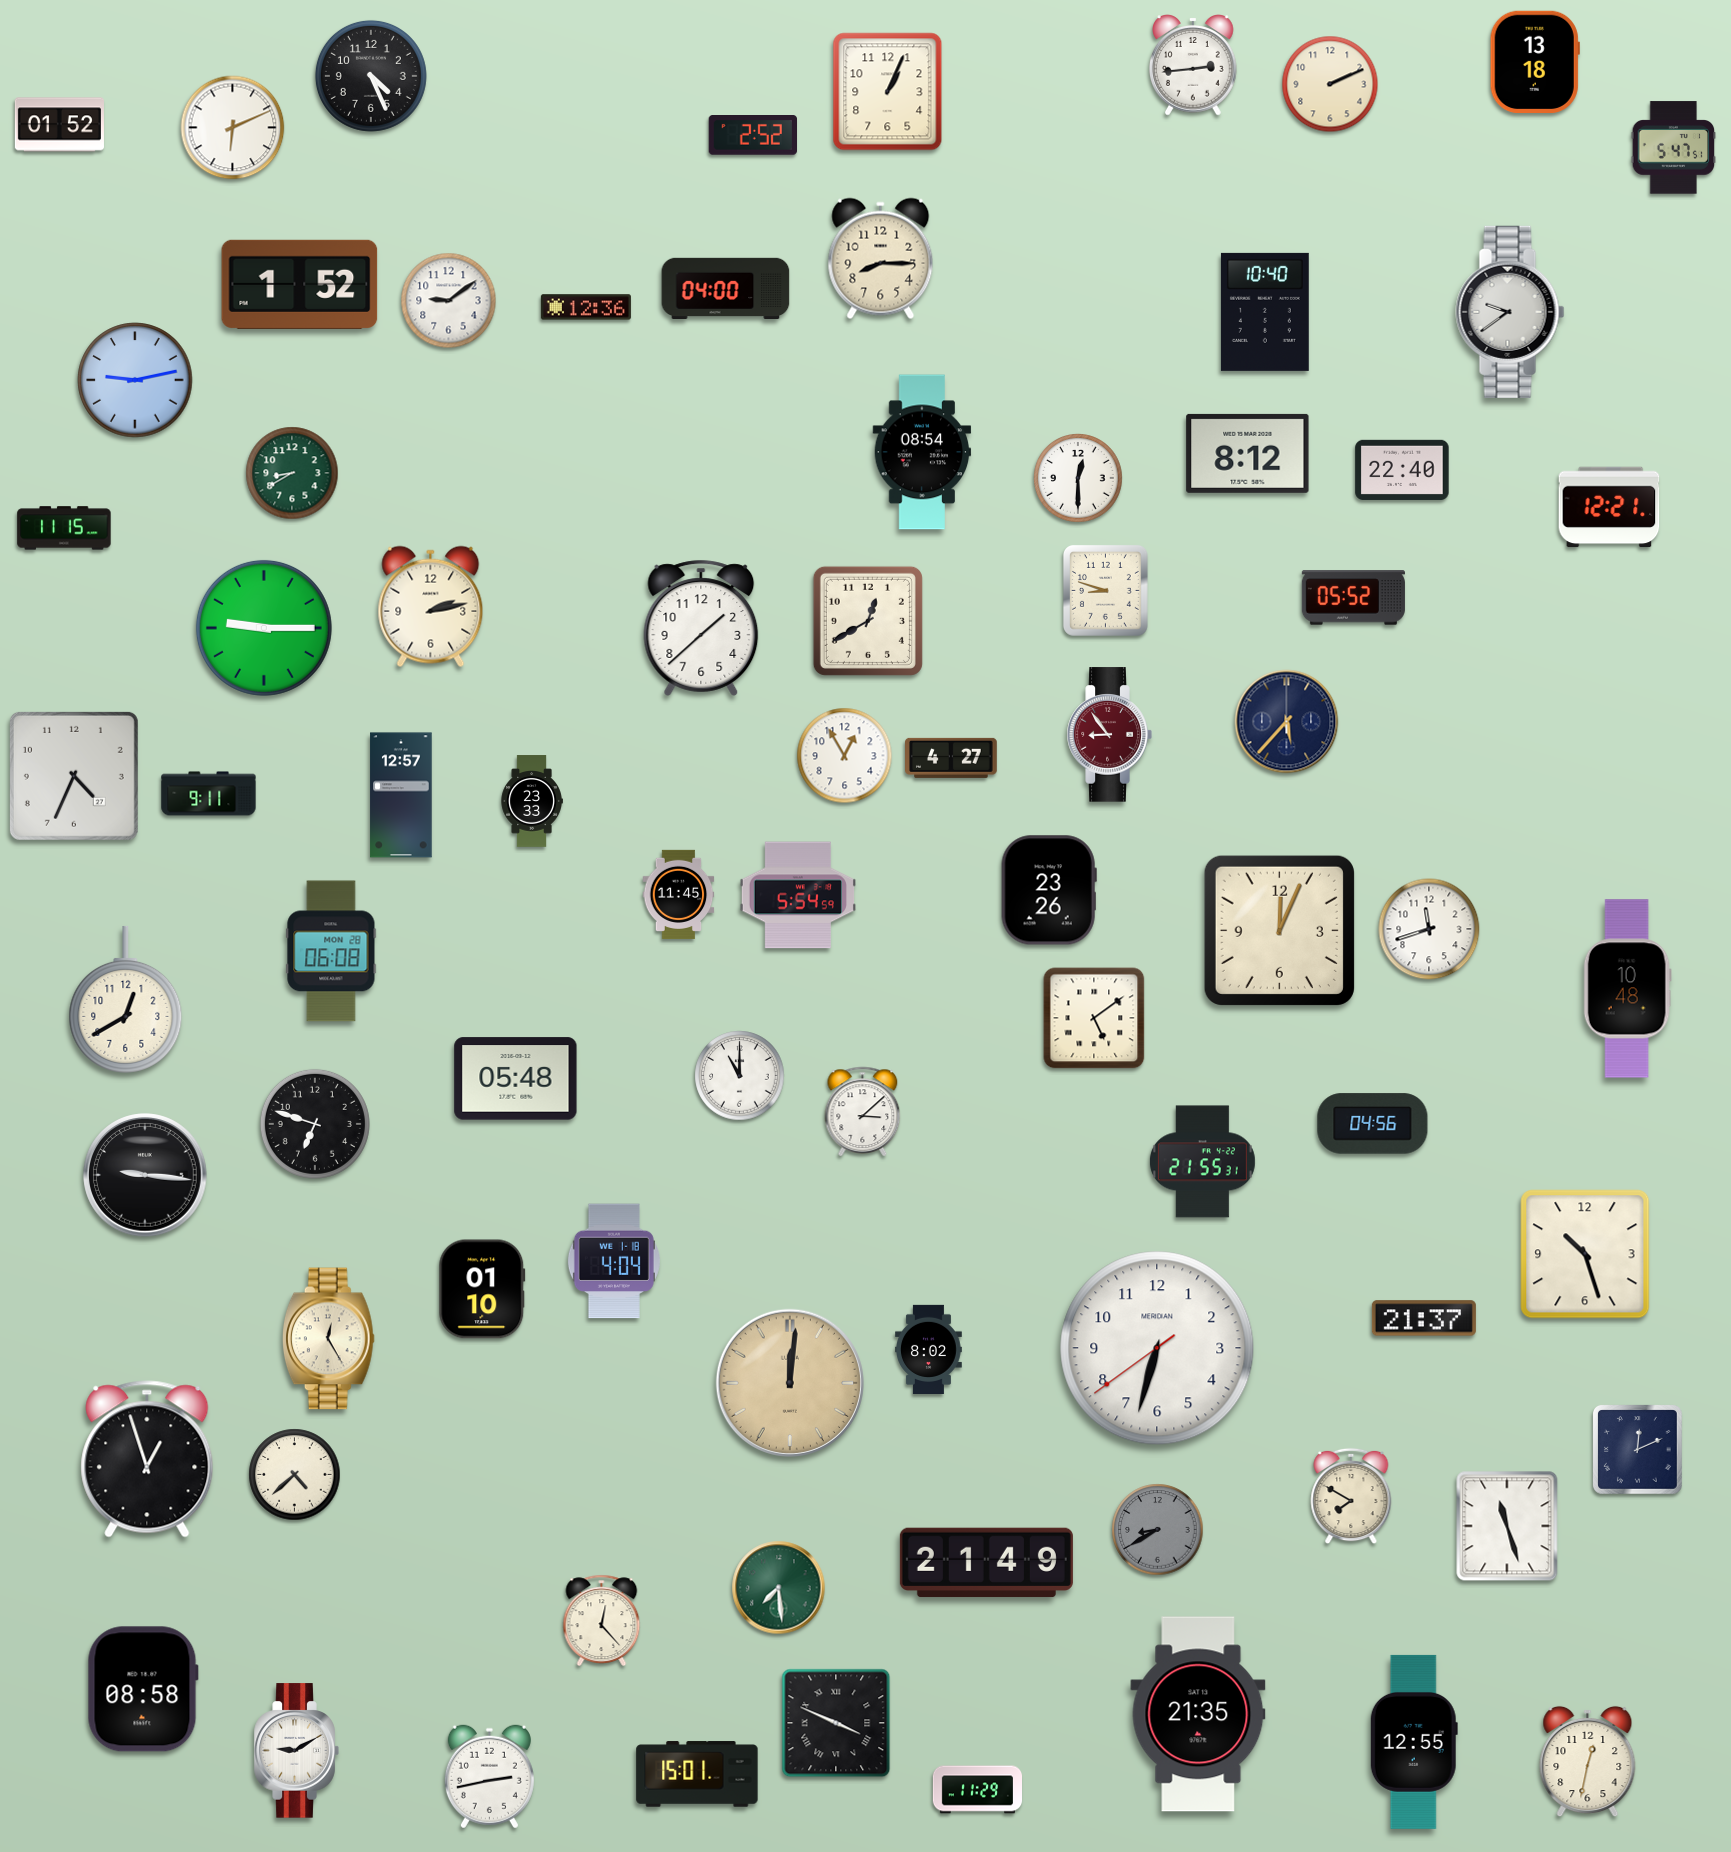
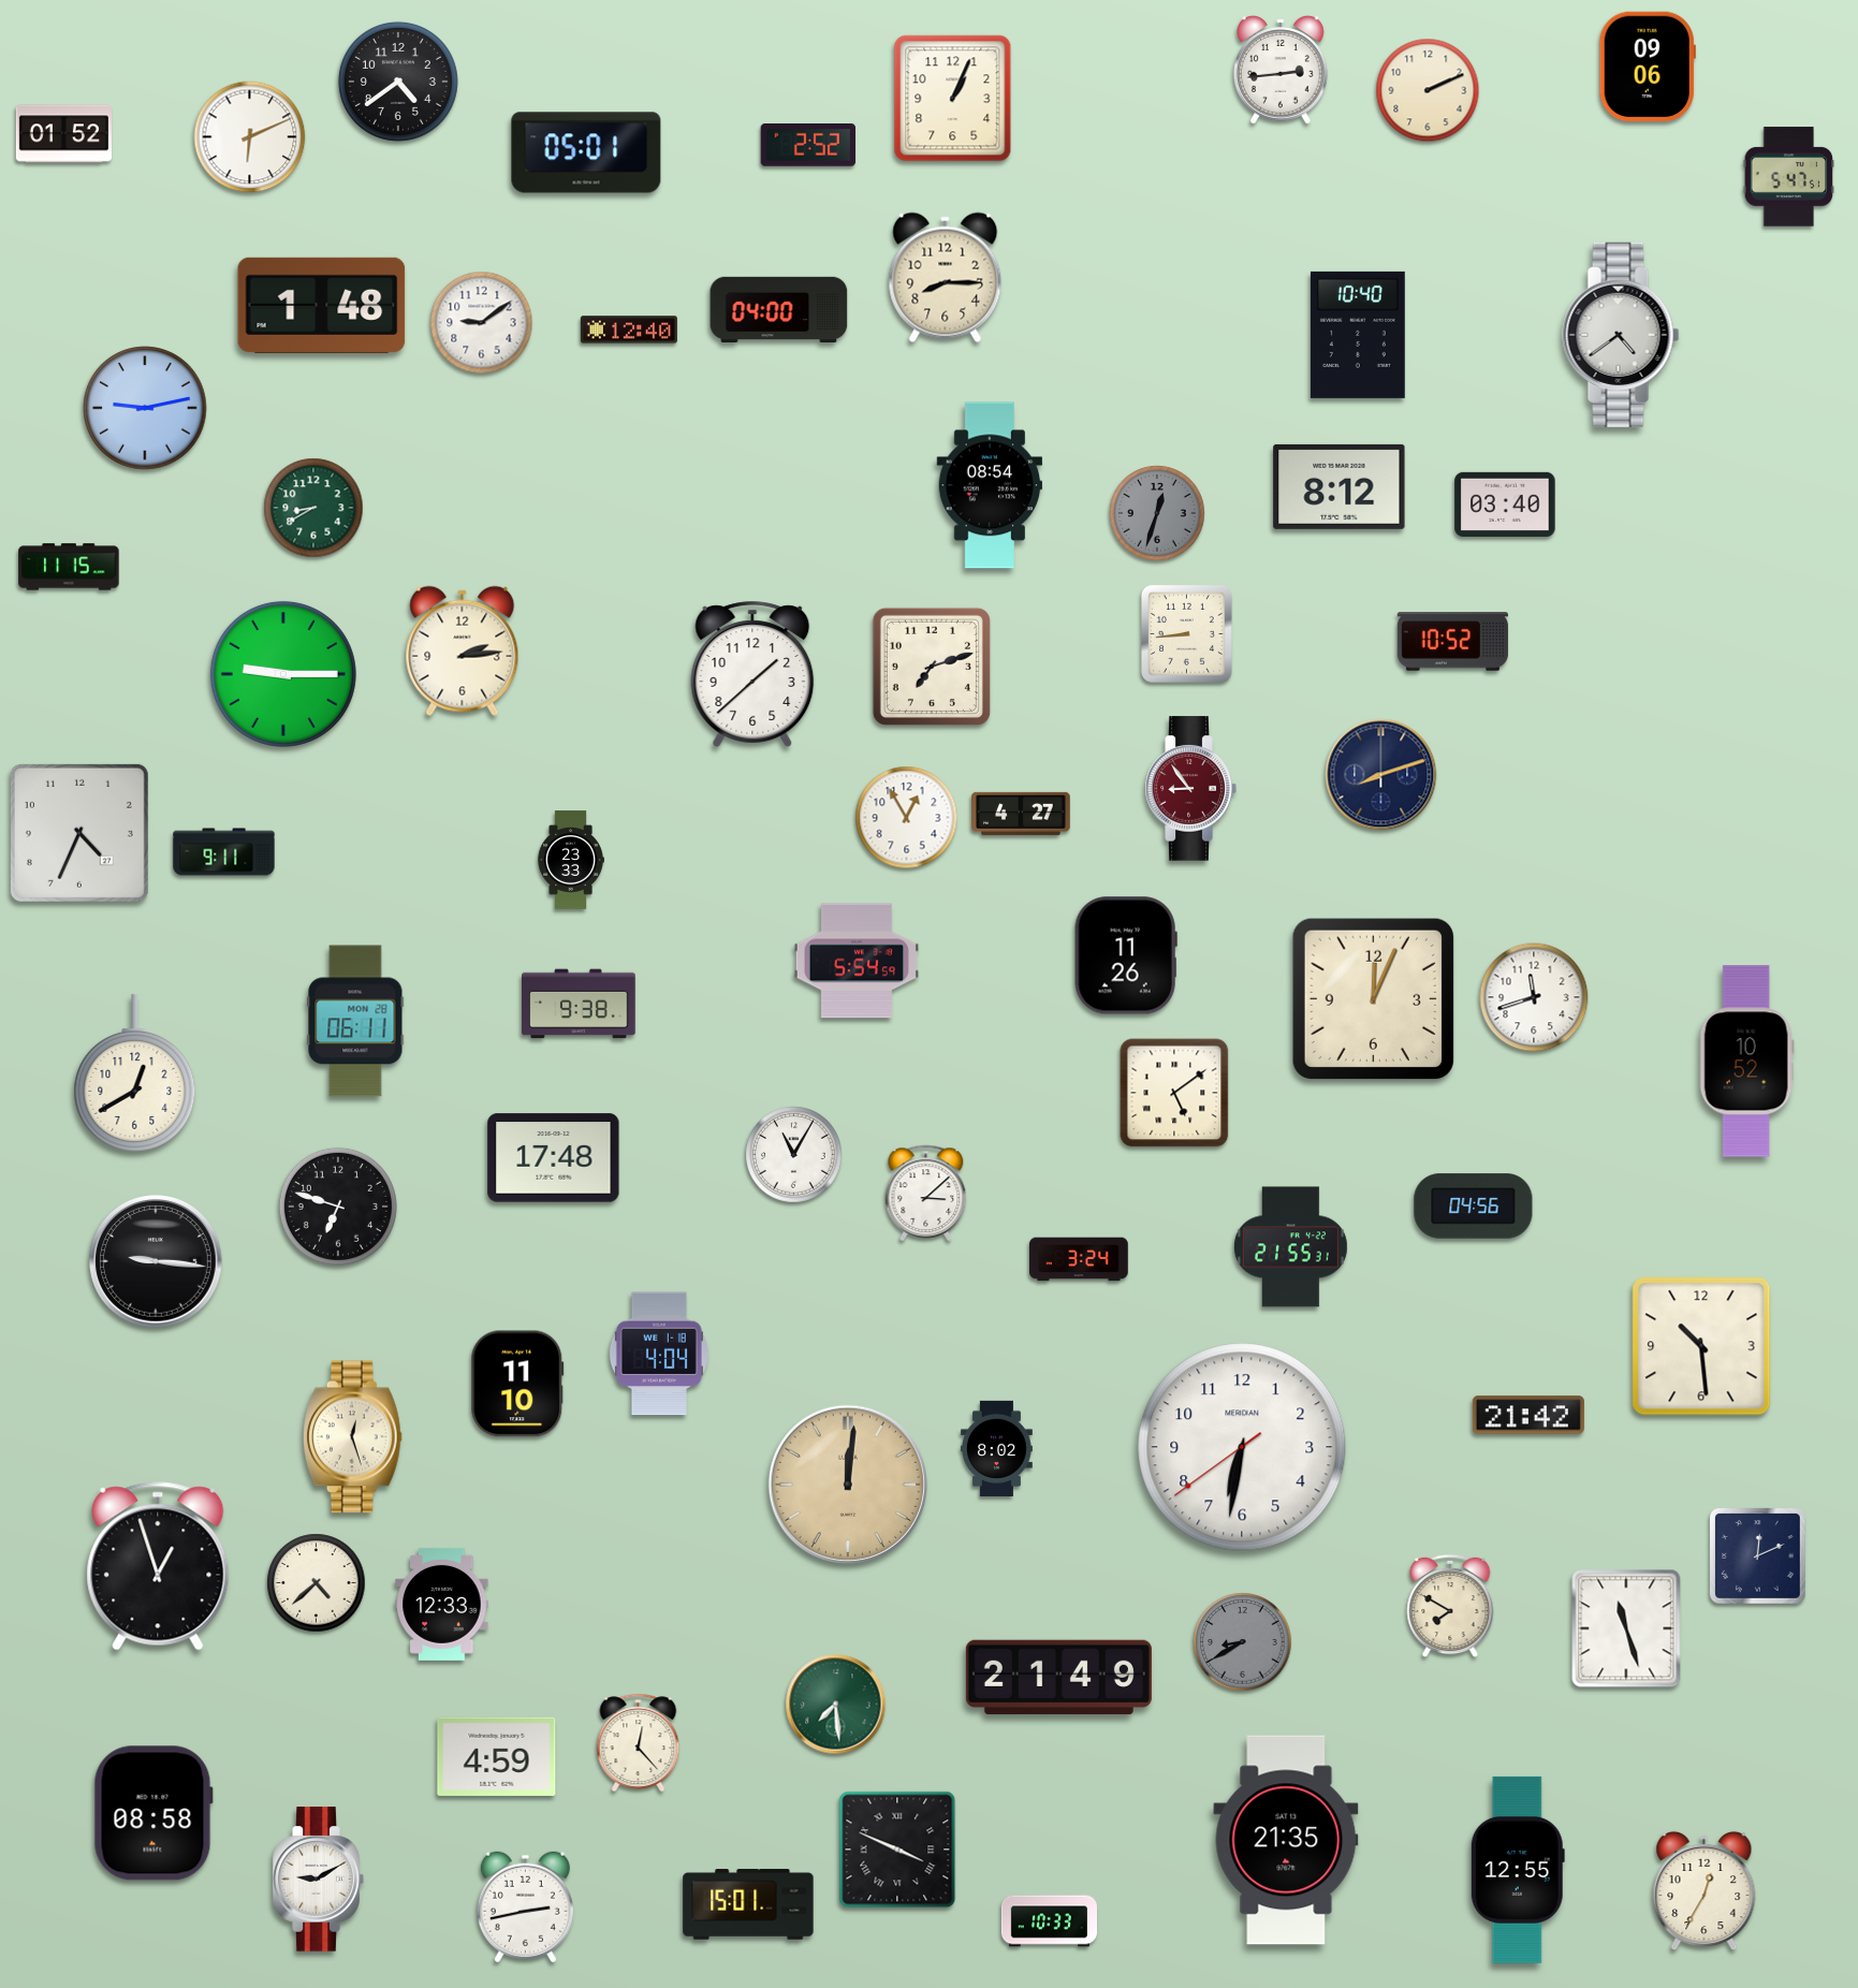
clock at (1535, 61): 13:18 -> 09:06
clock at (371, 76): 4:26 -> 4:39
clock at (586, 152): none -> 05:01
clock at (1674, 148) position: (1674, 148) -> (1789, 177)
clock at (300, 284): 1:52 -> 1:48
clock at (586, 307): 12:36 -> 12:40
clock at (1510, 312): 9:39 -> 4:39
clock at (1402, 469): 22:40 -> 03:40
clock at (1078, 478): 12:30 -> 12:33
clock at (1078, 478) dial: white -> grey
clock at (1609, 507): 12:21 -> none
clock at (1105, 590): 8:48 -> 8:44
clock at (1353, 598): 05:52 -> 10:52
clock at (431, 607): 2:13 -> 2:14
clock at (868, 621): 12:40 -> 7:12
clock at (1287, 722): 5:37 -> 8:12
clock at (845, 756) position: (845, 756) -> (907, 818)
clock at (401, 795): 12:57 -> none
clock at (1049, 890): 23:26 -> 11:26
clock at (679, 894): 11:45 -> none
clock at (579, 1004): none -> 9:38
clock at (331, 951): 06:08 -> 06:11
clock at (1627, 989): 10:48 -> 10:52
clock at (740, 1076): 11:00 -> 11:05
clock at (516, 1079): 05:48 -> 17:48
clock at (1079, 1259): none -> 3:24
clock at (1585, 1254): 10:27 -> 10:29
clock at (482, 1289): 01:10 -> 11:10
clock at (1424, 1318): 21:37 -> 21:42
clock at (328, 1339): 12:25 -> 12:27
clock at (1157, 1348): 6:32 -> 6:31
clock at (442, 1604): none -> 12:33
clock at (1507, 1526) position: (1507, 1526) -> (1626, 1628)
clock at (602, 1621) position: (602, 1621) -> (639, 1743)
clock at (497, 1756): none -> 4:59
clock at (1588, 1762): 12:32 -> 12:35
clock at (977, 1790): 11:29 -> 10:33
